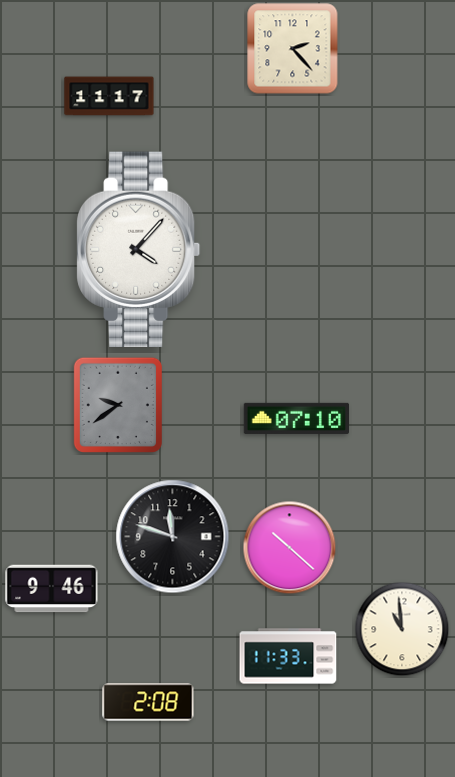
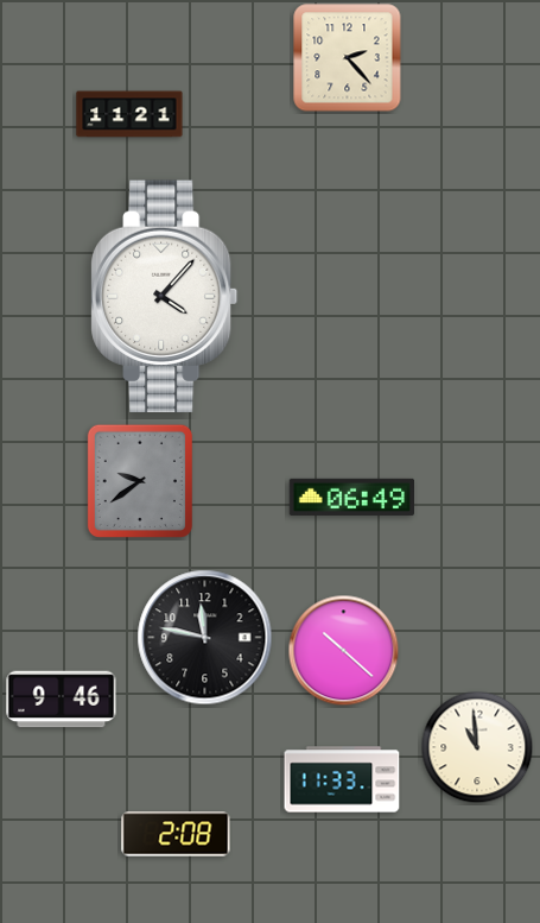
clock at (109, 96): 11:17 -> 11:21
clock at (296, 418): 07:10 -> 06:49
clock at (173, 537): 11:48 -> 11:47
